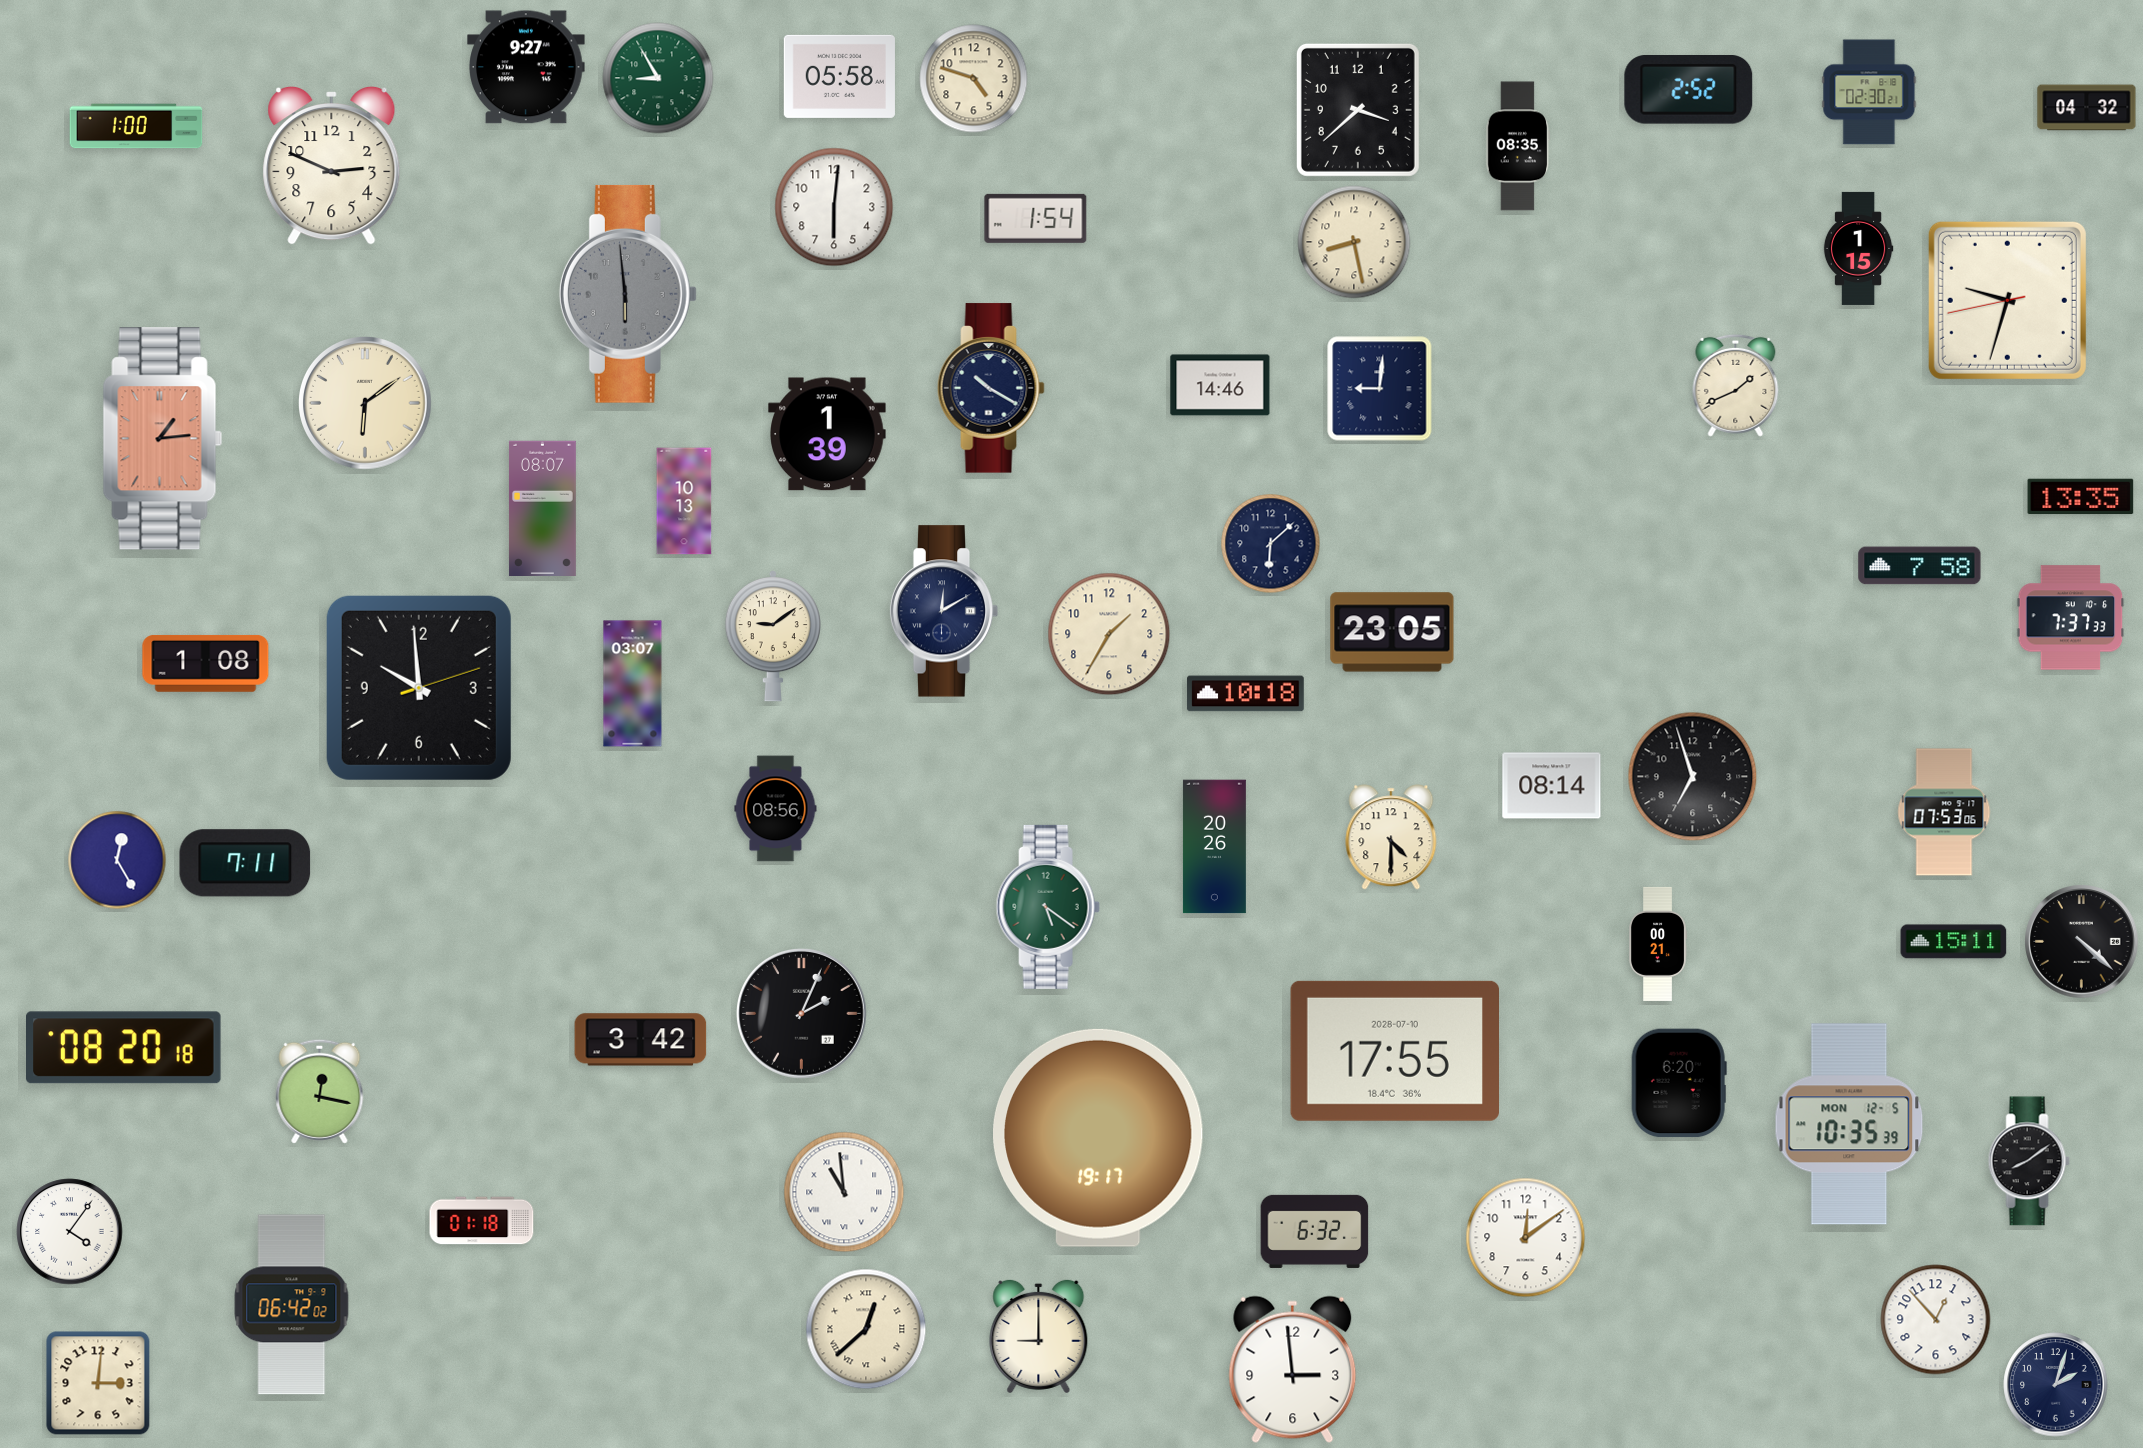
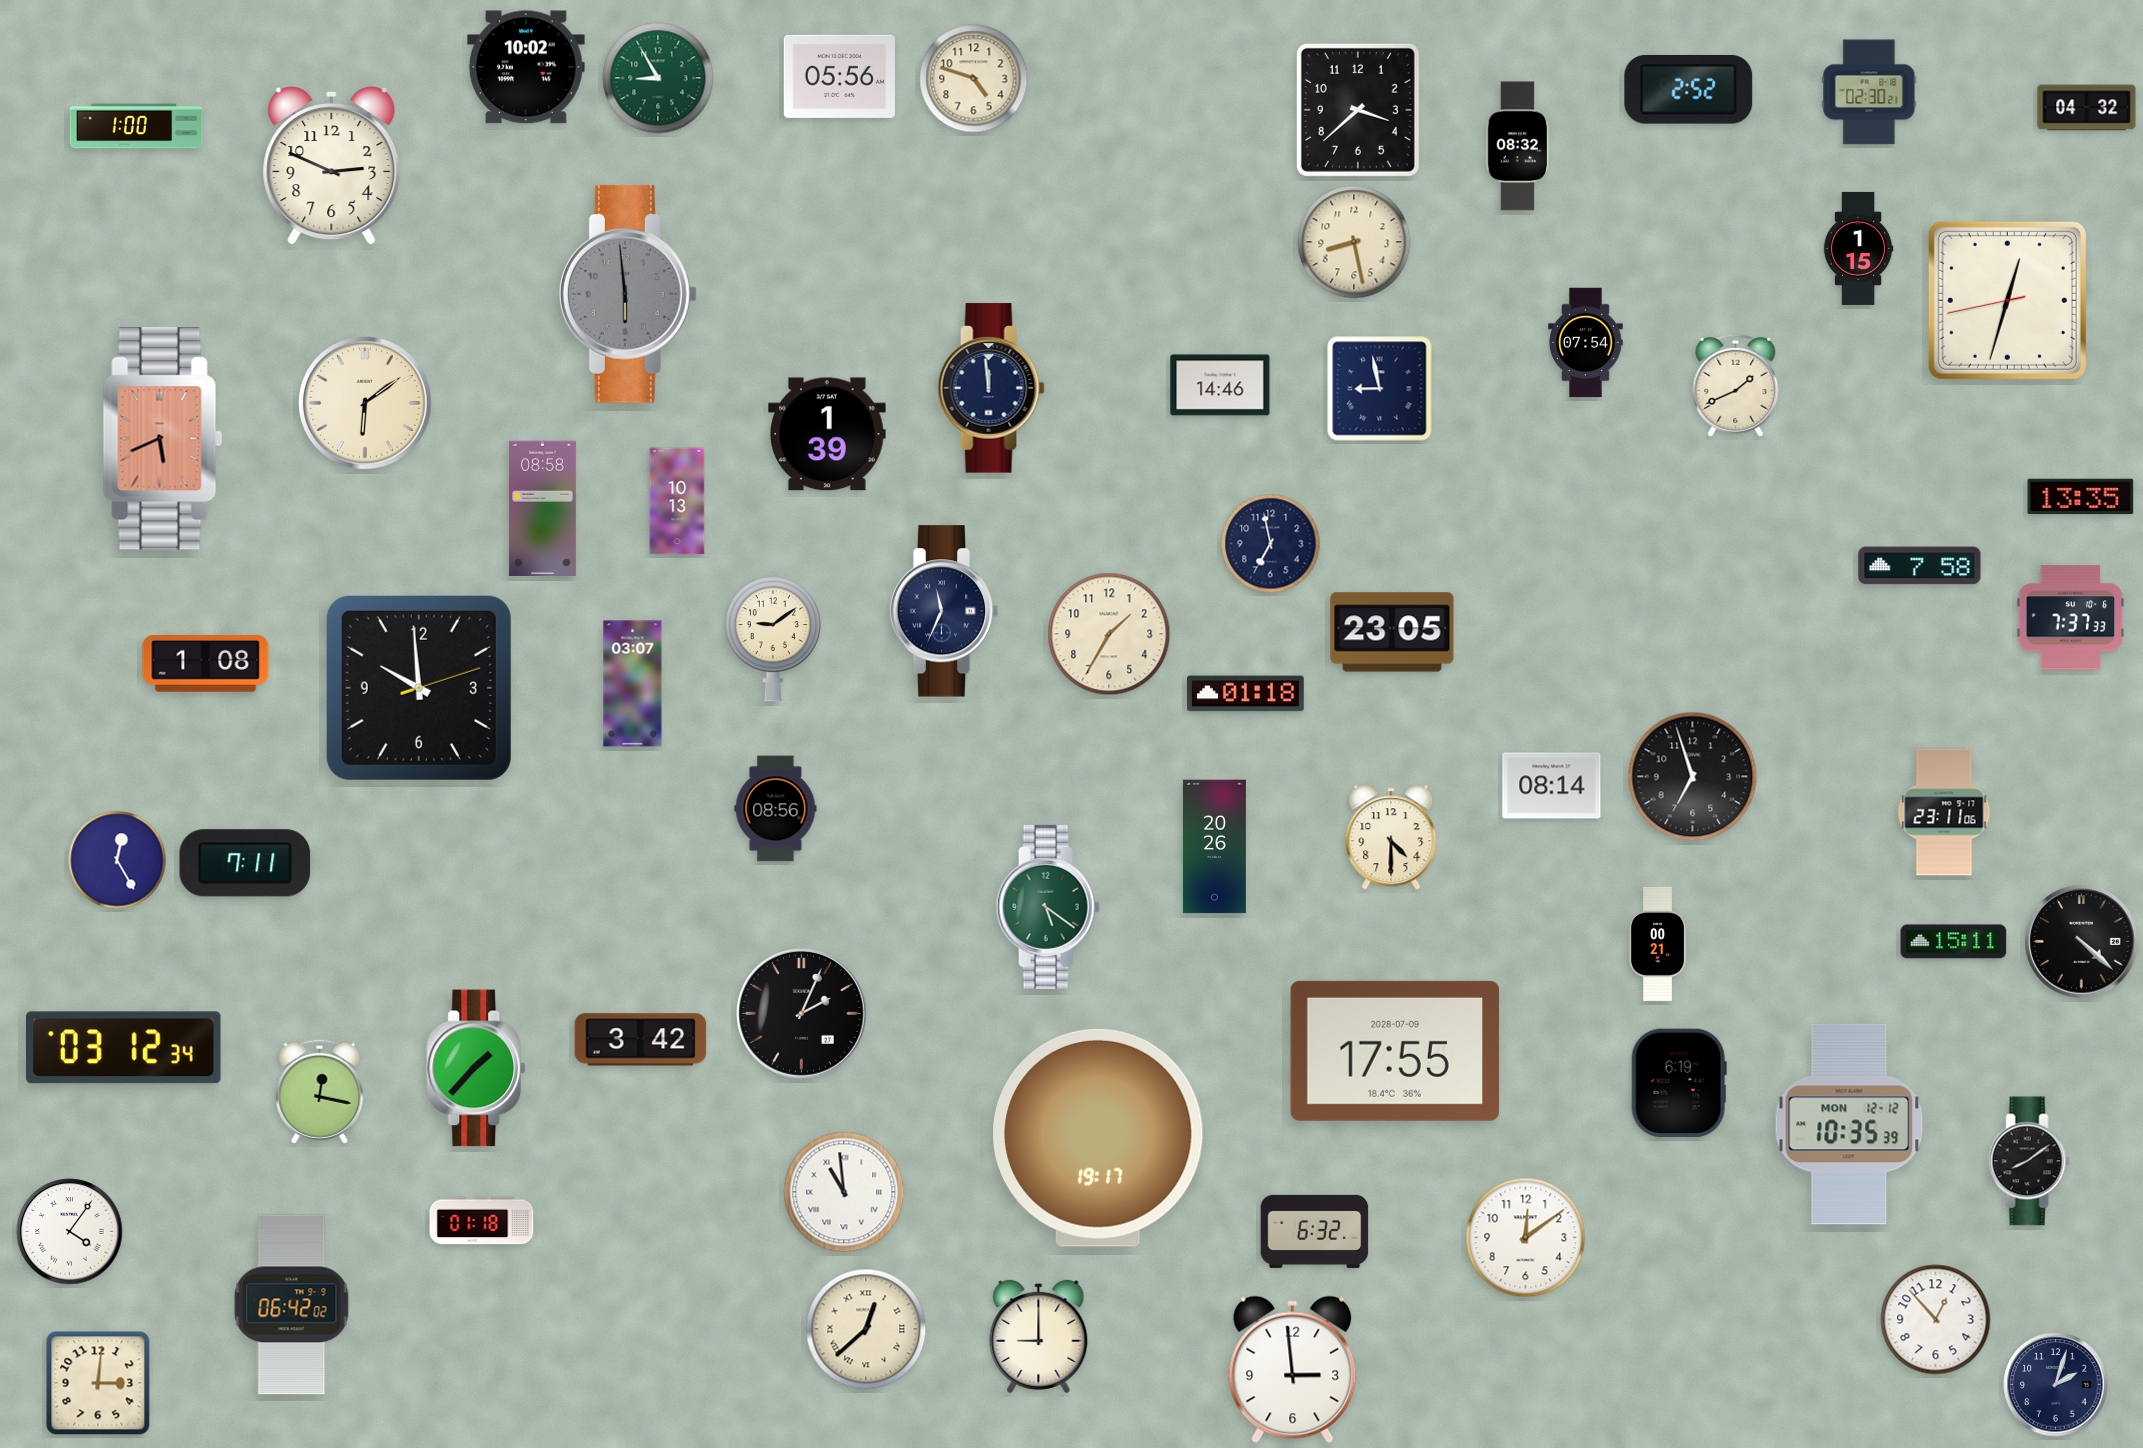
clock at (526, 67): 9:27 -> 10:02
clock at (839, 76): 05:58 -> 05:56
clock at (1518, 146): 08:35 -> 08:32
clock at (834, 207): 6:01 -> none
clock at (1036, 218): 1:54 -> none
clock at (2007, 300): 9:32 -> 12:32
clock at (1586, 343): none -> 07:54
clock at (991, 388): 10:20 -> 11:59
clock at (1380, 389): 9:01 -> 8:58
clock at (163, 439): 1:14 -> 5:41
clock at (684, 501) position: (684, 501) -> (677, 501)
clock at (542, 508): 08:07 -> 08:58
clock at (1271, 544): 6:08 -> 6:58
clock at (944, 611): 12:10 -> 11:34
clock at (1246, 694): 10:18 -> 01:18
clock at (1944, 812): 07:53 -> 23:11
clock at (124, 1048): 08:20 -> 03:12
clock at (1394, 1051) date: 2028-07-10 -> 2028-07-09
clock at (477, 1068): none -> 1:37
clock at (1679, 1083): 6:20 -> 6:19
clock at (1849, 1124) date: MON 12-5 -> MON 12-12
